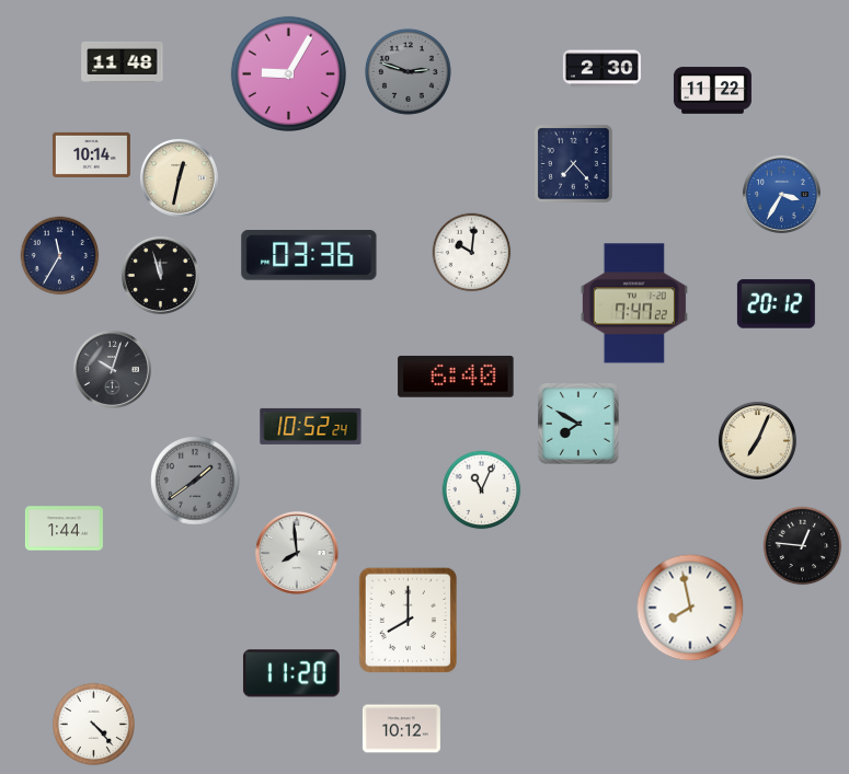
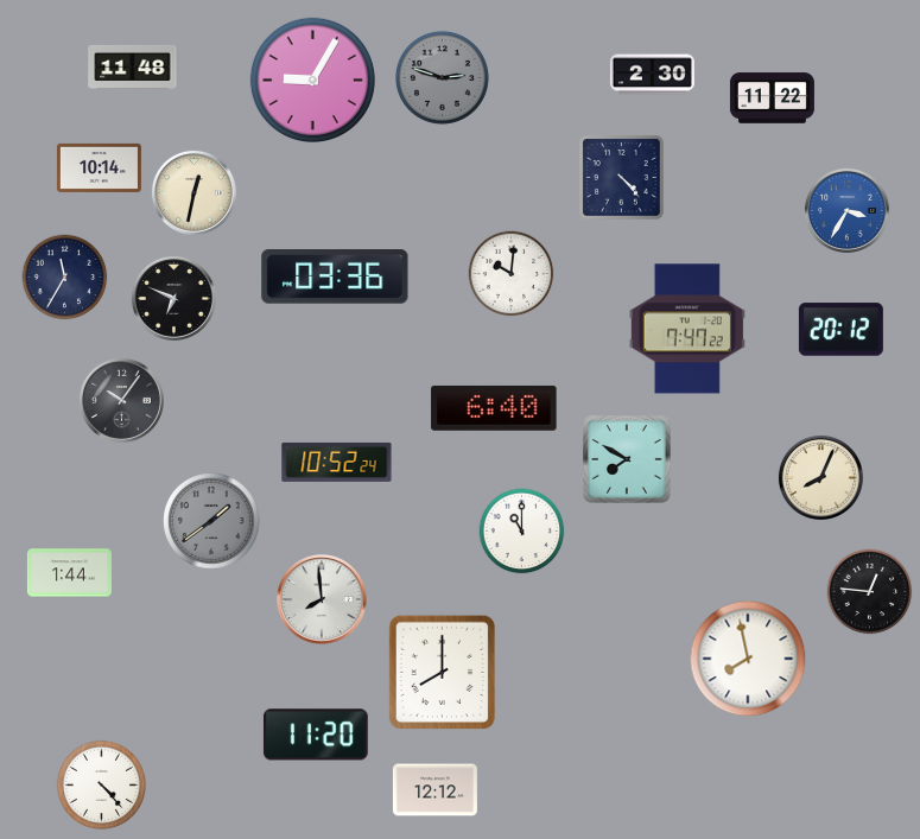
clock at (574, 164): 7:23 -> 4:23
clock at (160, 275): 11:57 -> 6:49
clock at (112, 369): 10:03 -> 10:06
clock at (757, 440): 7:04 -> 8:04
clock at (482, 490): 11:04 -> 11:00
clock at (291, 673) position: (291, 673) -> (316, 735)
clock at (401, 729): 10:12 -> 12:12
